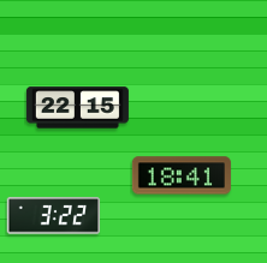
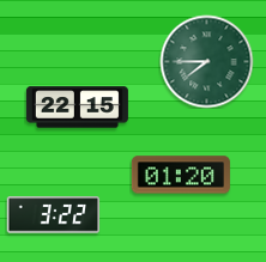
clock at (206, 61): none -> 7:45
clock at (182, 175): 18:41 -> 01:20
